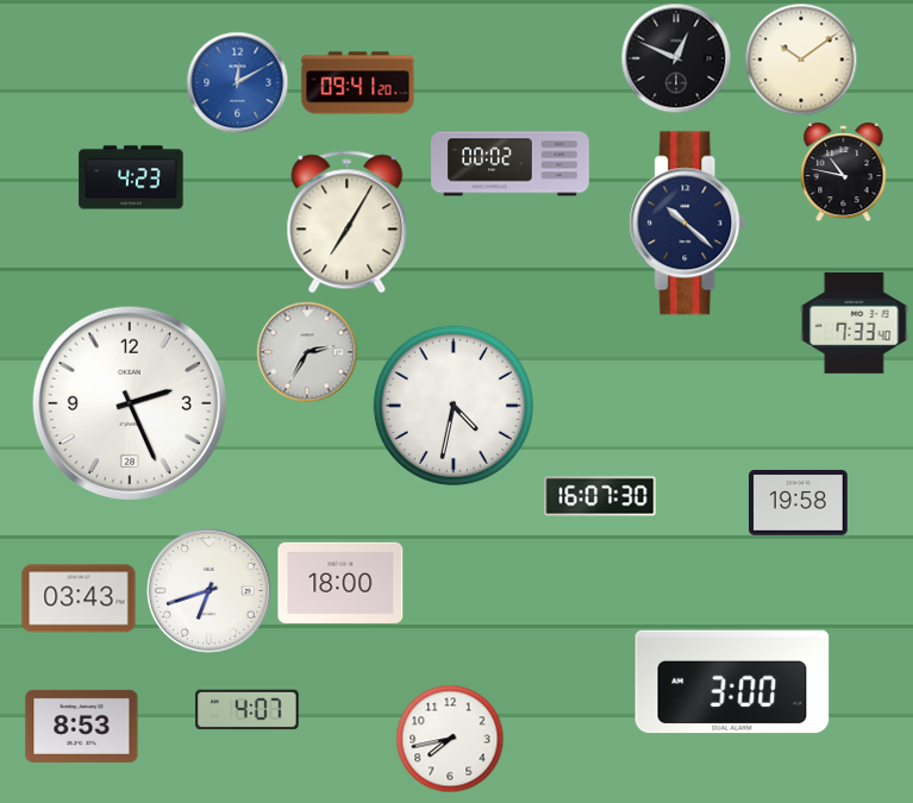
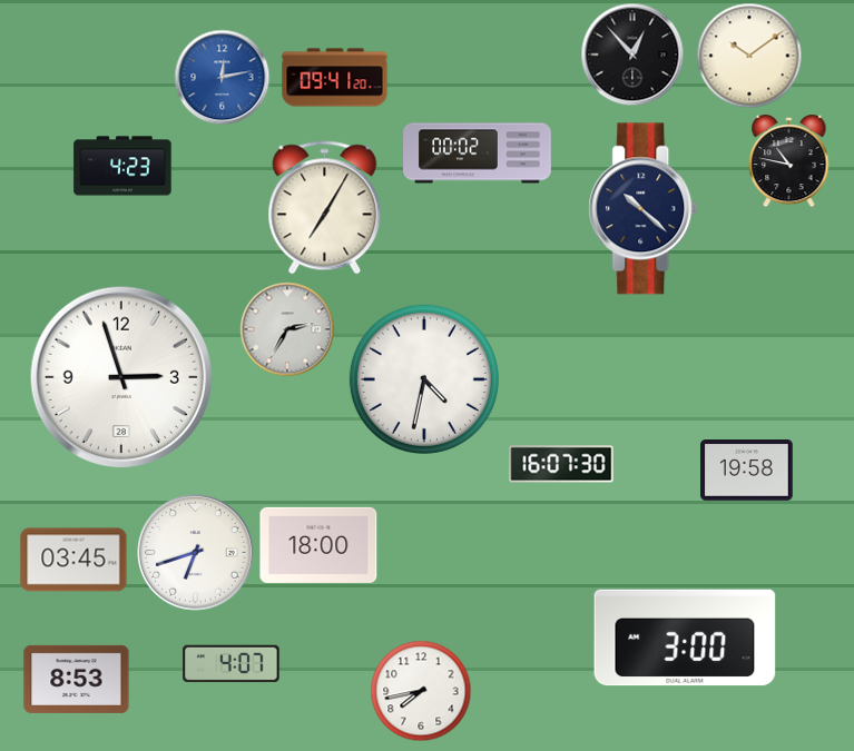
clock at (676, 58): 12:49 -> 12:53
clock at (237, 82): 12:10 -> 12:13
clock at (855, 322): 7:33 -> none
clock at (129, 402): 2:26 -> 2:57
clock at (79, 598): 03:43 -> 03:45
